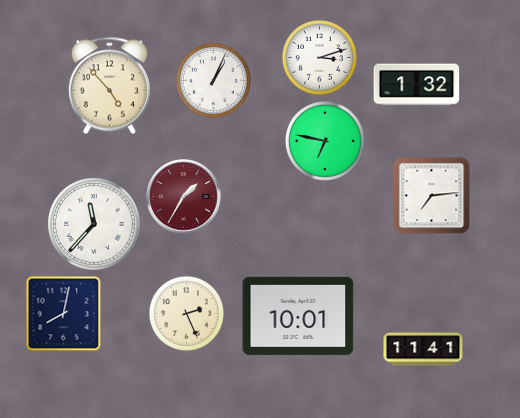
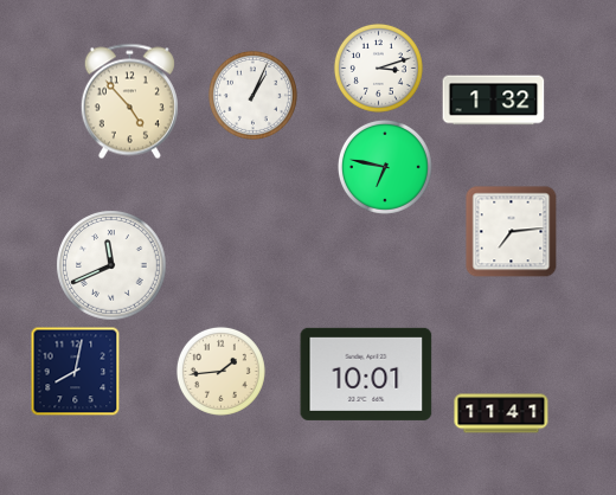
clock at (184, 197): 1:35 -> none
clock at (94, 224): 11:37 -> 11:41
clock at (186, 313): 2:26 -> 1:44
clock at (298, 316) position: (298, 316) -> (366, 374)
